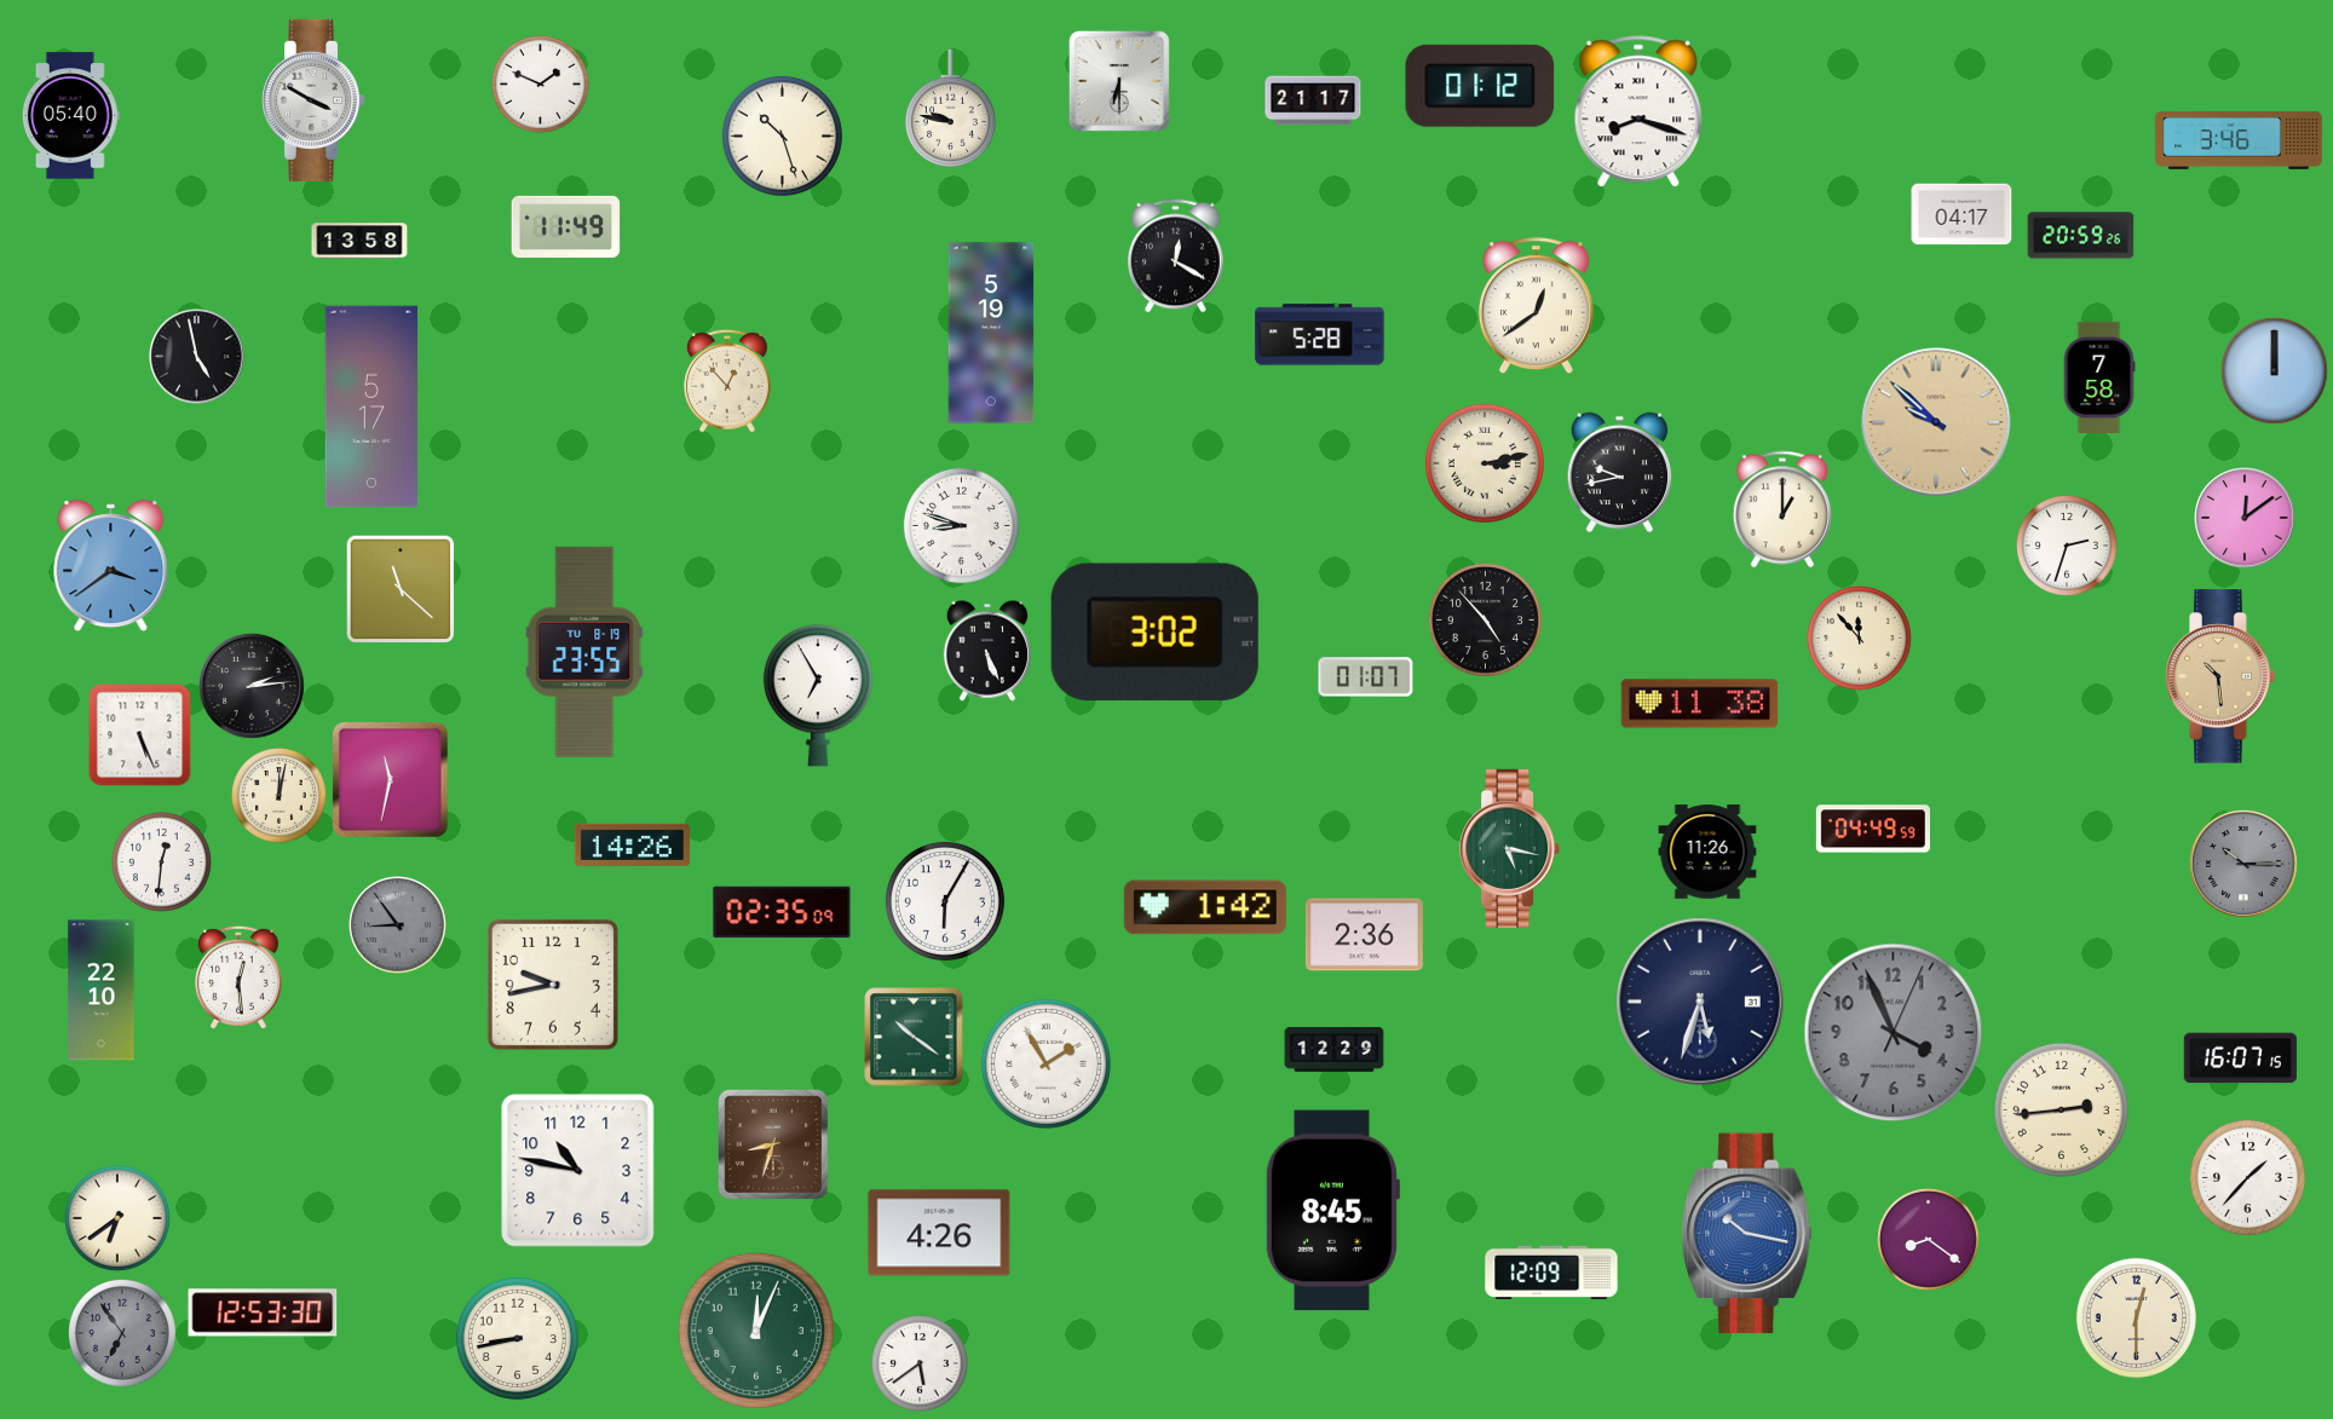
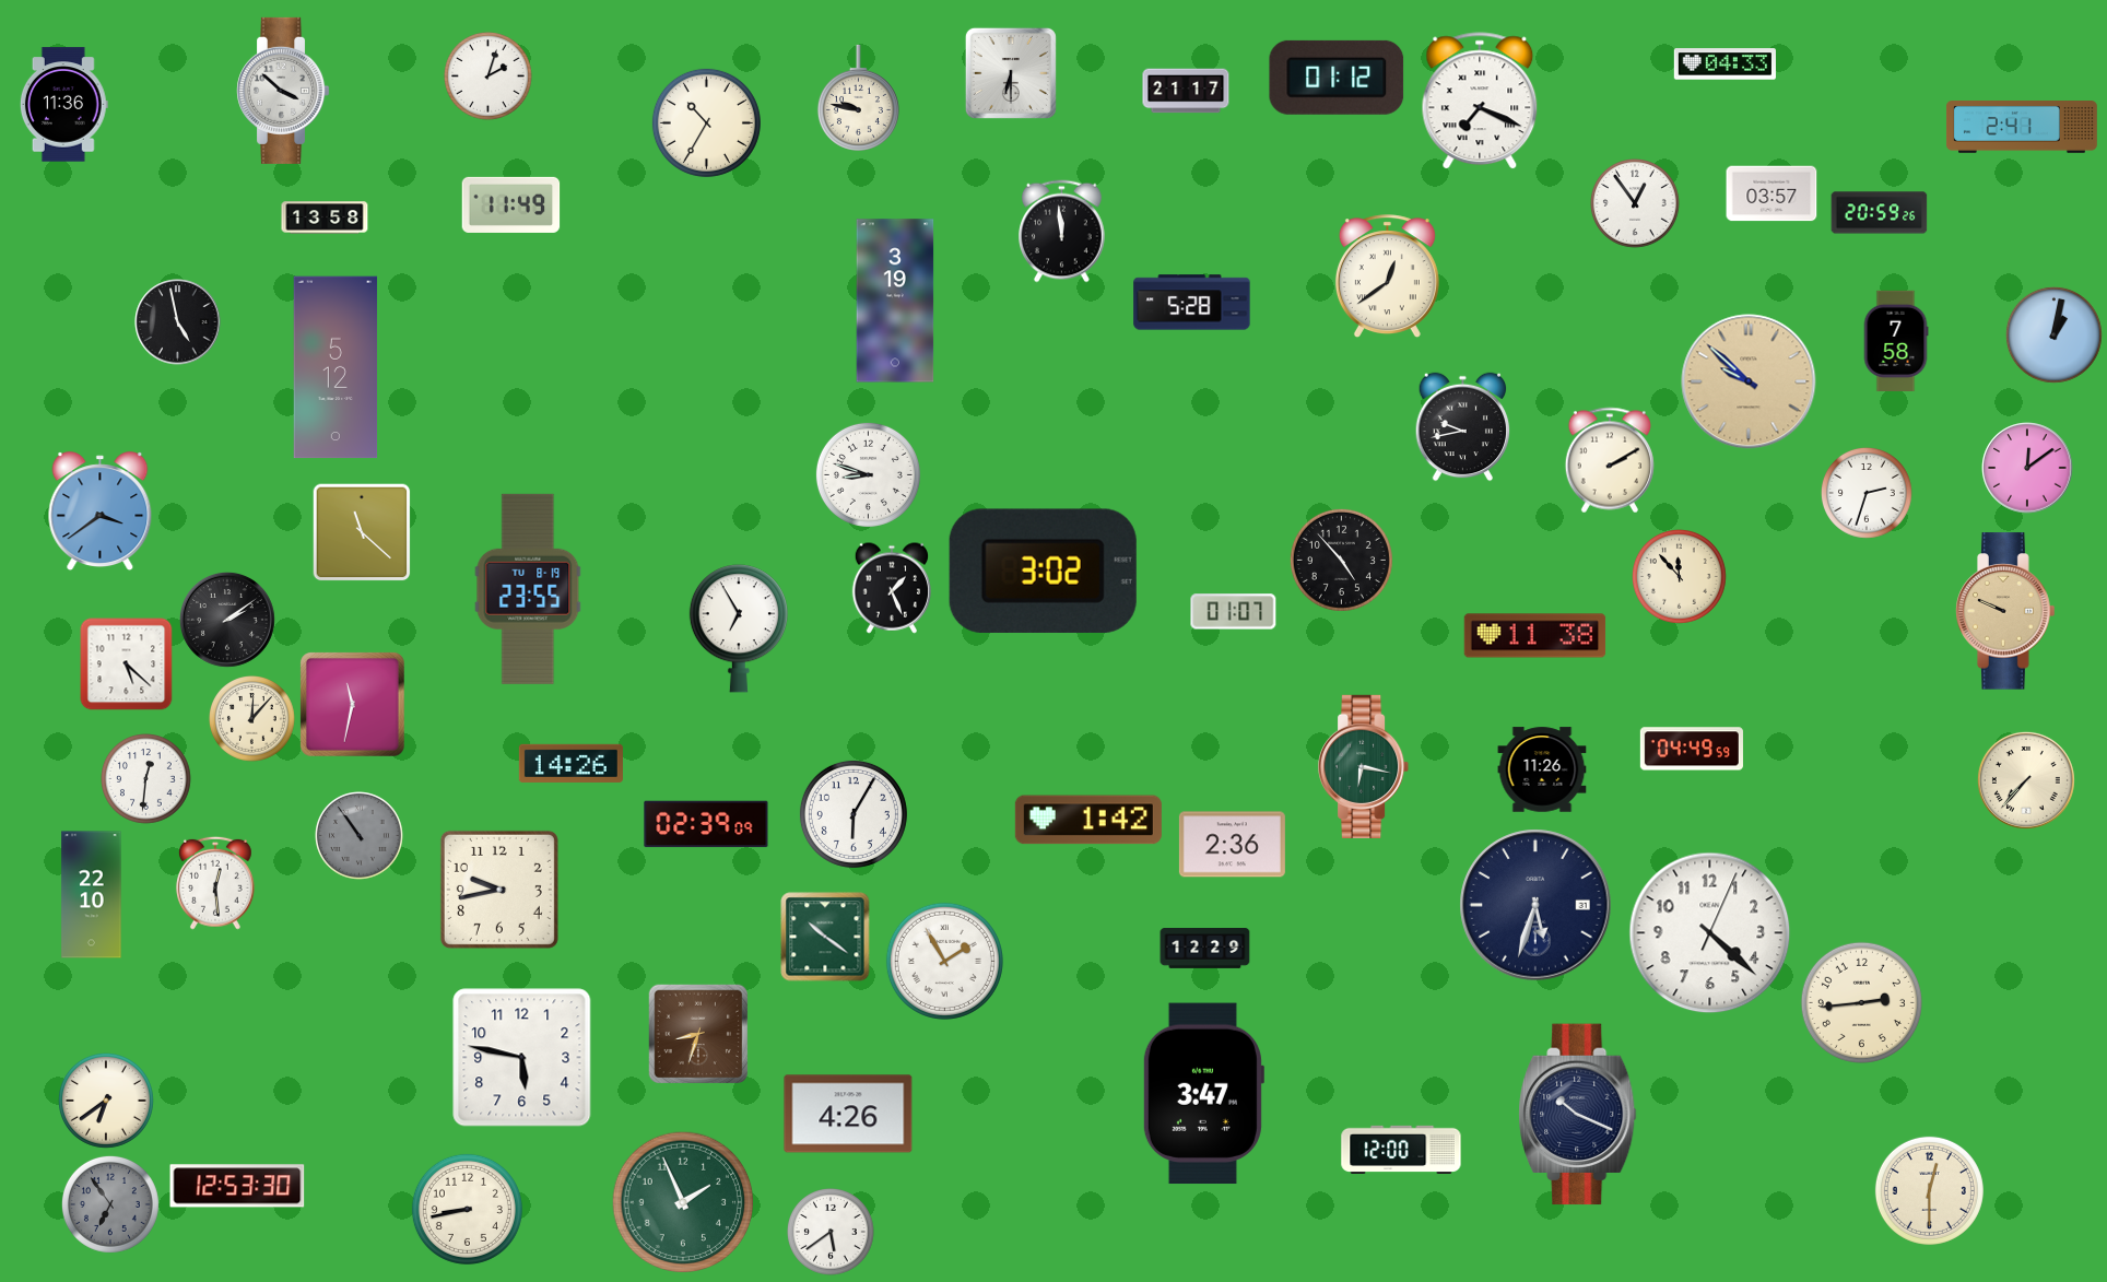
clock at (1725, 64): none -> 04:33
clock at (541, 85): 1:49 -> 2:03
clock at (313, 100): 3:50 -> 3:52
clock at (1638, 113): 8:18 -> 7:19
clock at (70, 116): 05:40 -> 11:36
clock at (782, 135): 10:27 -> 10:35
clock at (2239, 142): 3:46 -> 2:41
clock at (1962, 214): 04:17 -> 03:57
clock at (1636, 204): none -> 12:54
clock at (1176, 256): 12:20 -> 11:59
clock at (991, 333): 5:19 -> 3:19
clock at (2274, 370): 12:00 -> 1:02
clock at (727, 381): 12:53 -> none
clock at (371, 406): 5:17 -> 5:12
clock at (1485, 463): 3:13 -> none
clock at (1782, 509): 1:00 -> 2:10
clock at (986, 651): 5:26 -> 1:26
clock at (2220, 676): 10:29 -> 9:49
clock at (252, 686): 2:14 -> 2:09
clock at (140, 736): 5:26 -> 5:22
clock at (280, 796): 12:02 -> 12:07
clock at (1510, 848): 5:17 -> 6:17
clock at (2243, 864): 10:15 -> 7:37
clock at (2243, 864) dial: grey -> cream
clock at (782, 912): 02:35 -> 02:39
clock at (398, 925): 8:54 -> 10:54
clock at (1894, 1033): 3:56 -> 4:22
clock at (1894, 1033) dial: grey -> white
clock at (2240, 1059): 16:07 -> none
clock at (578, 1171): 10:47 -> 5:47
clock at (2247, 1177): 1:37 -> none
clock at (1332, 1211): 8:45 -> 3:47
clock at (1747, 1234): 10:17 -> 10:19
clock at (1747, 1234) dial: blue -> navy
clock at (1928, 1239): 8:21 -> none
clock at (1551, 1273): 12:09 -> 12:00
clock at (756, 1331): 12:04 -> 1:56
